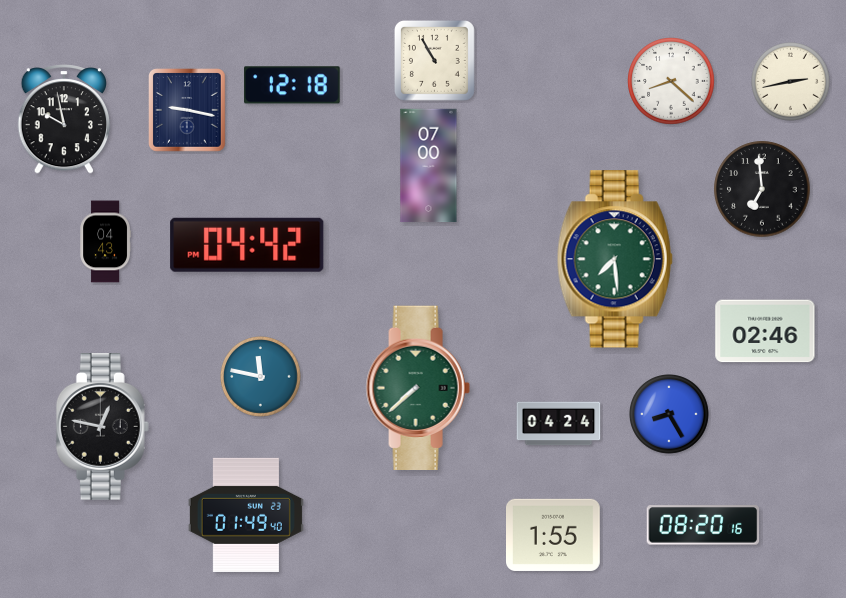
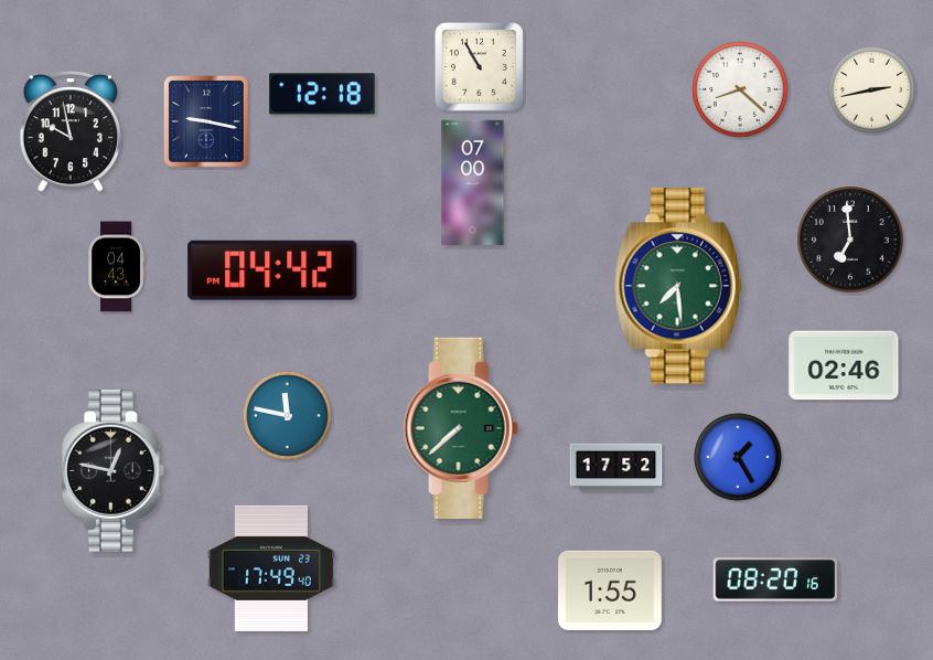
clock at (762, 189) position: (762, 189) -> (850, 239)
clock at (670, 415): 8:25 -> 1:25
clock at (559, 424): 04:24 -> 17:52
clock at (246, 515): 01:49 -> 17:49
